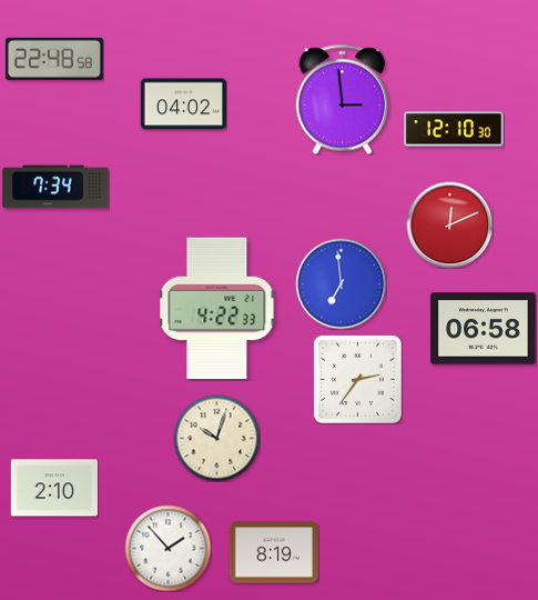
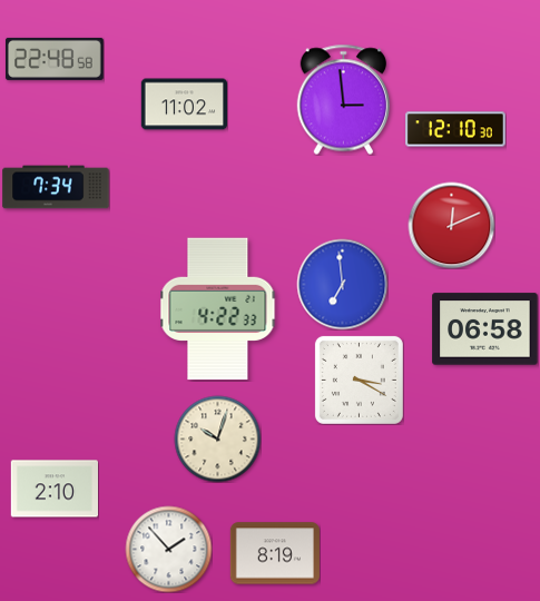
clock at (183, 104): 04:02 -> 11:02
clock at (357, 379): 2:36 -> 3:20
